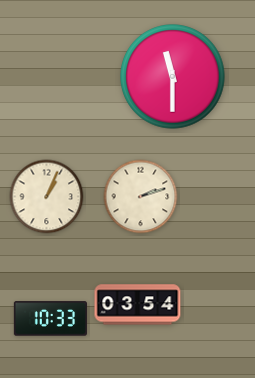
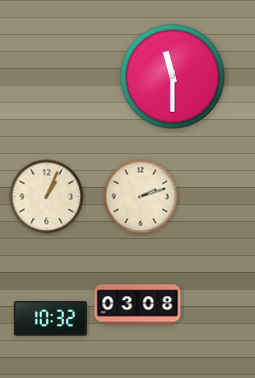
clock at (138, 305): 03:54 -> 03:08
clock at (50, 319): 10:33 -> 10:32
